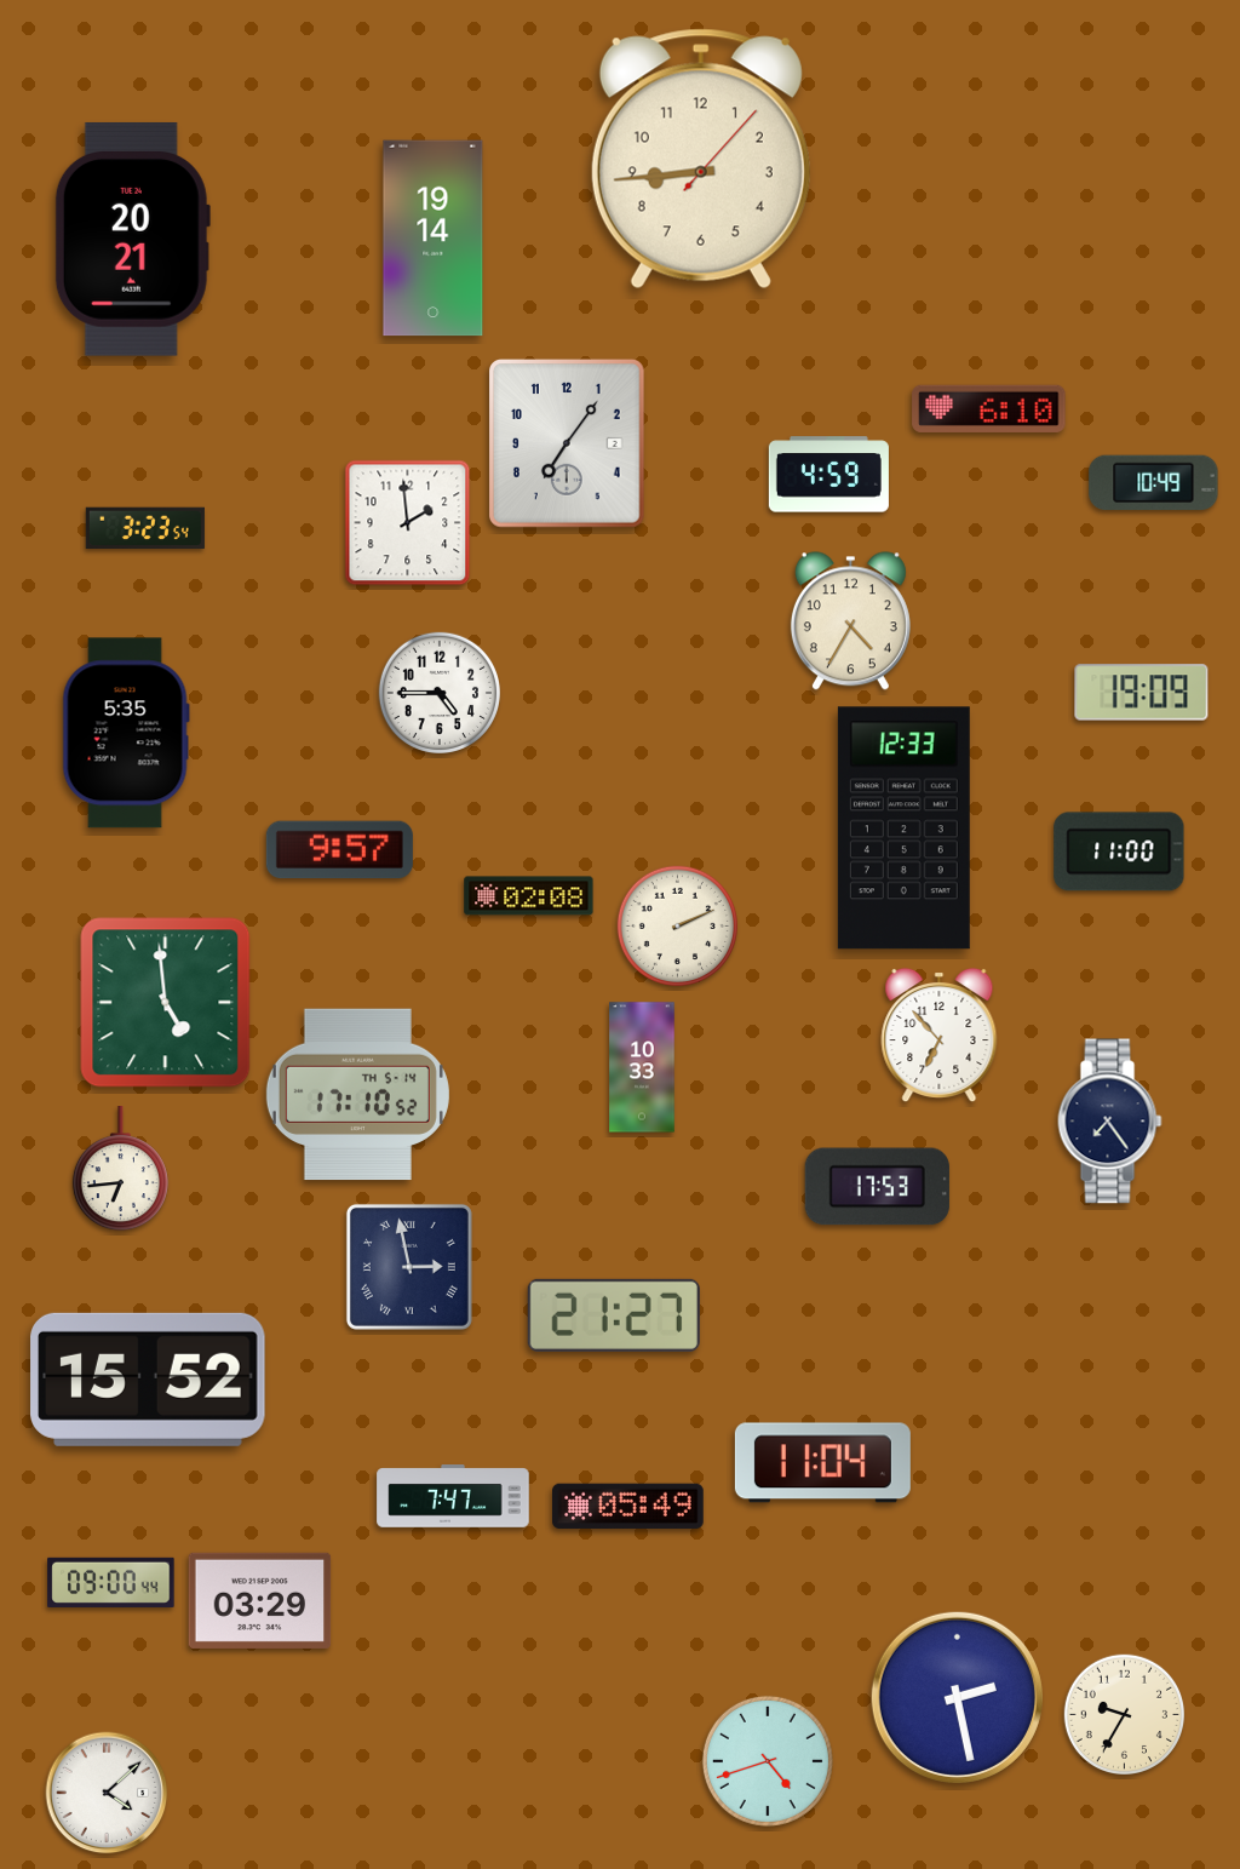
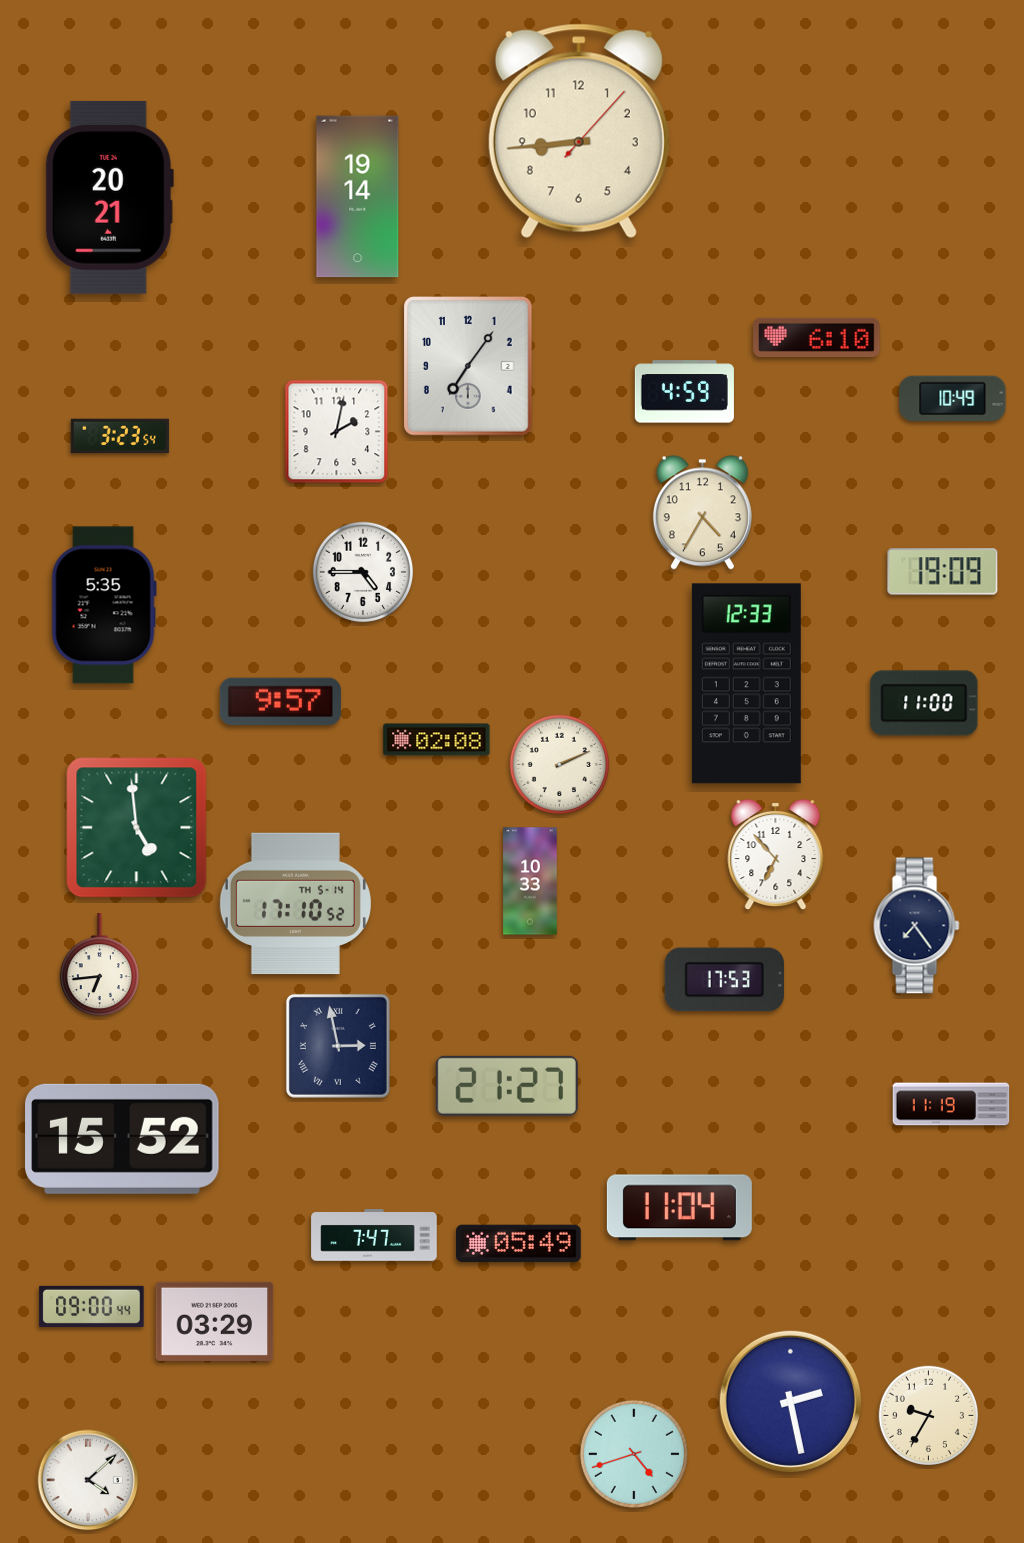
clock at (408, 523): 1:59 -> 2:02
clock at (951, 1104): none -> 11:19
